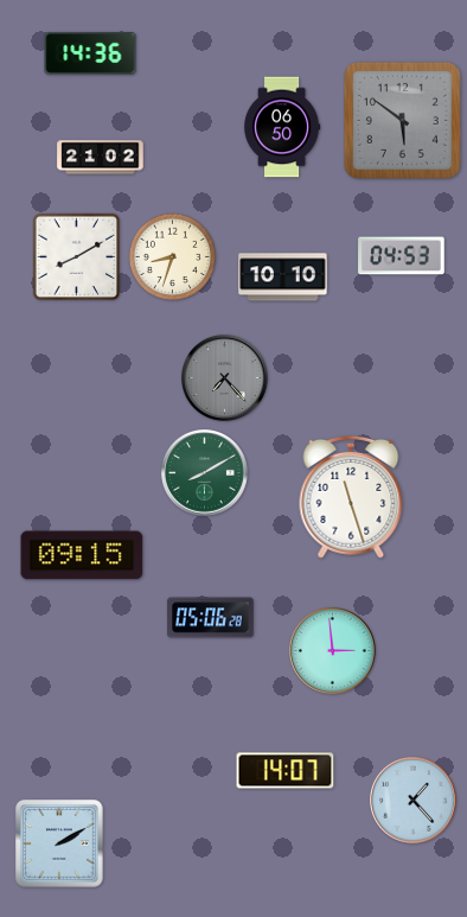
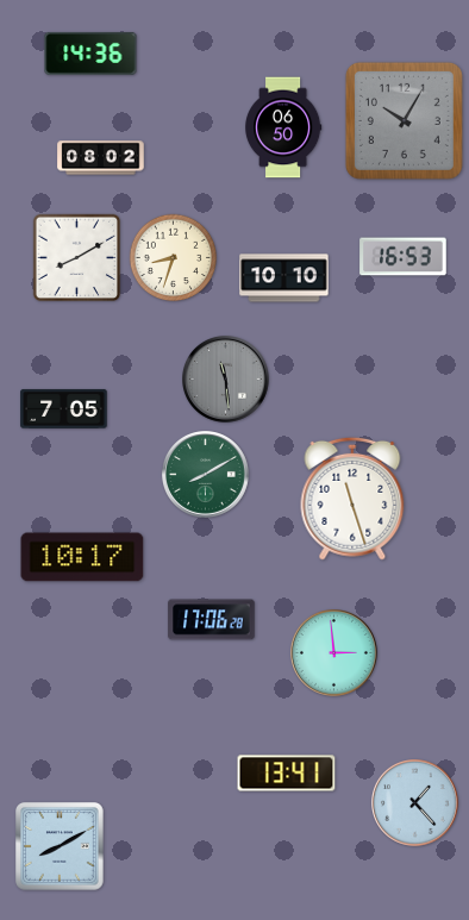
clock at (402, 120): 5:51 -> 10:05
clock at (101, 158): 21:02 -> 08:02
clock at (402, 256): 04:53 -> 16:53
clock at (225, 378): 7:23 -> 11:29
clock at (64, 408): none -> 7:05
clock at (82, 555): 09:15 -> 10:17
clock at (211, 618): 05:06 -> 17:06
clock at (286, 771): 14:07 -> 13:41
clock at (59, 843): 2:10 -> 8:10
